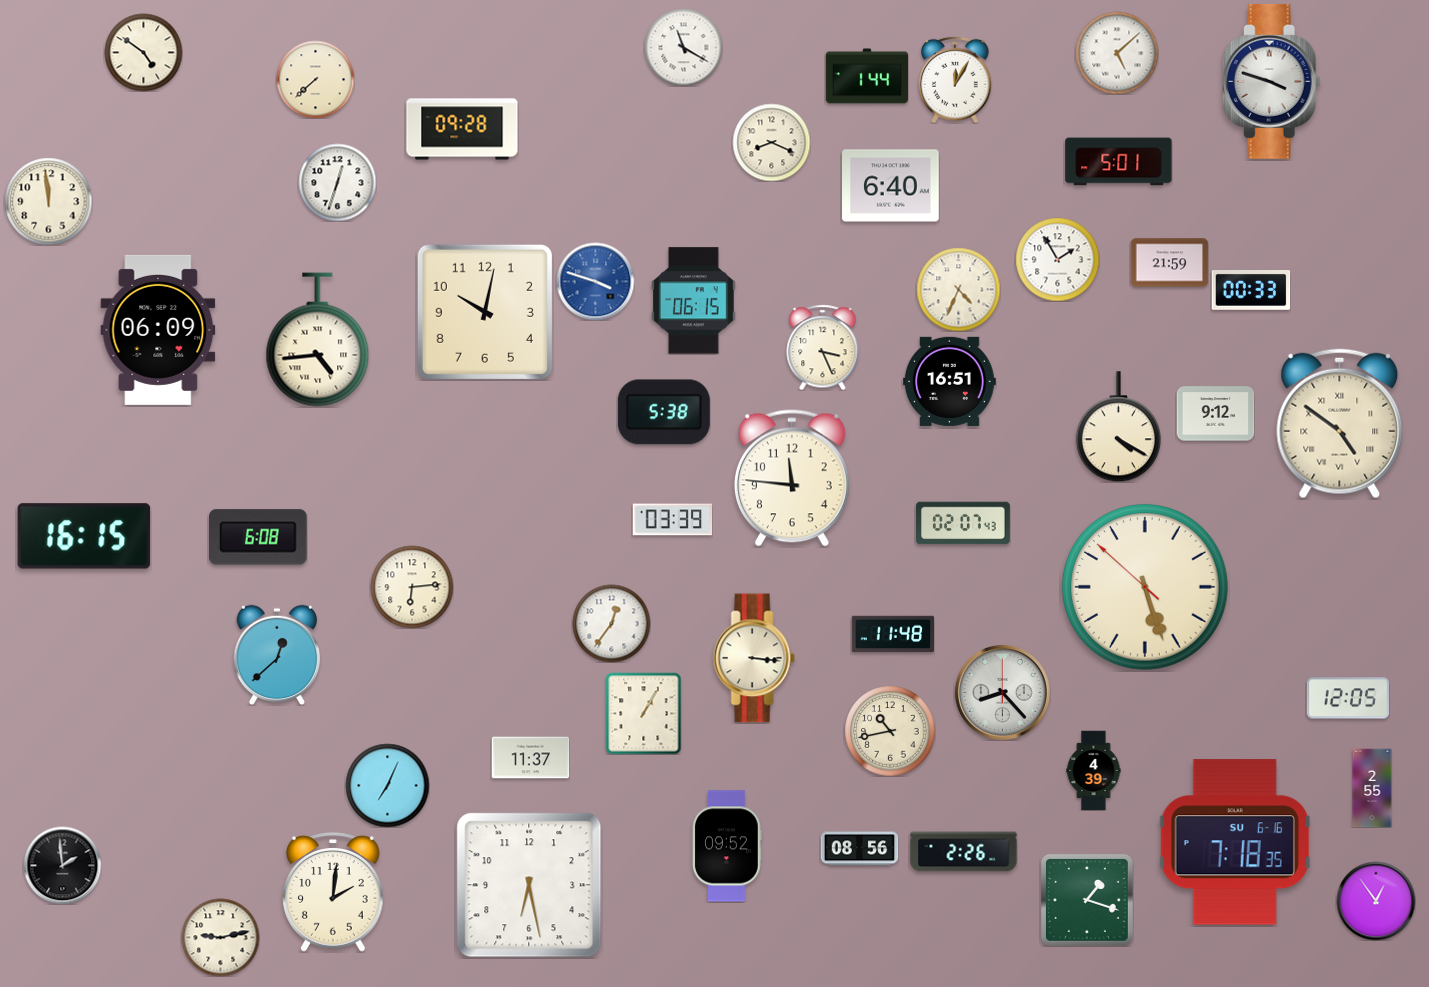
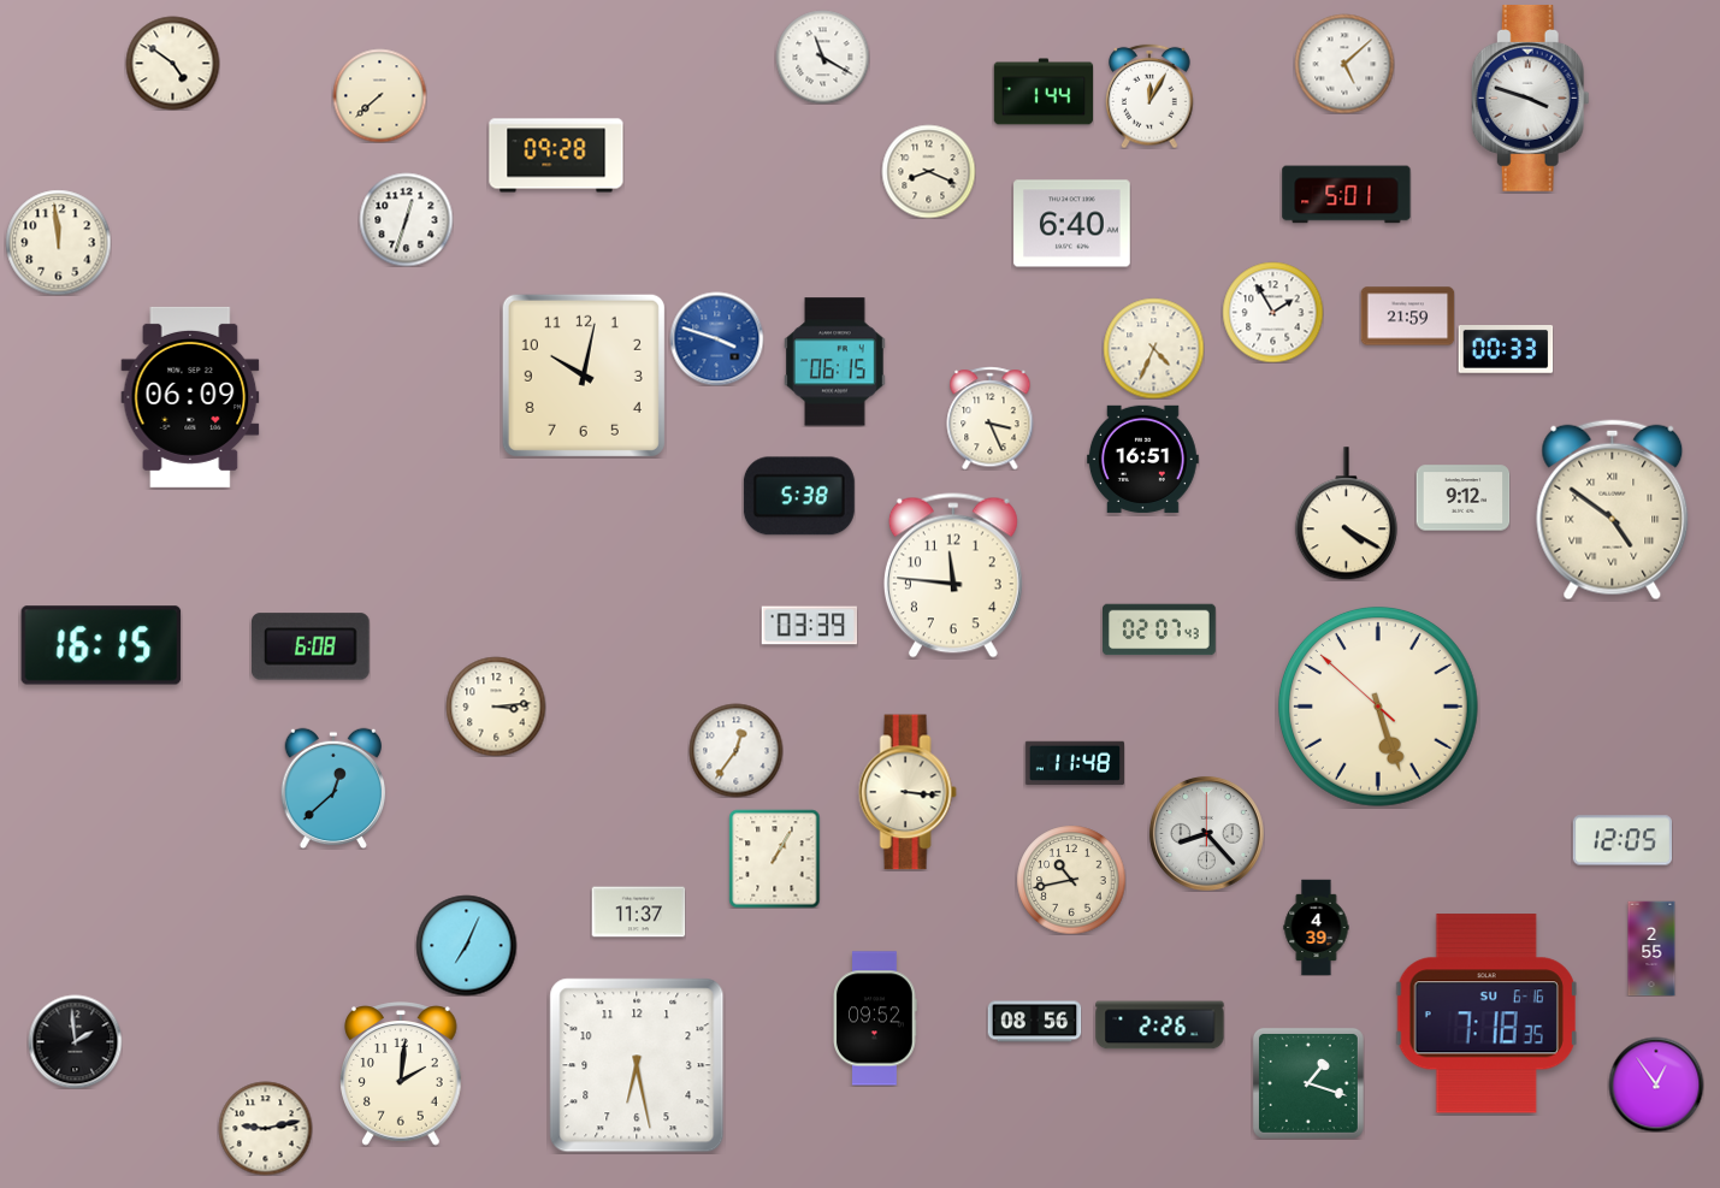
clock at (318, 340): 4:44 -> none
clock at (412, 587): 6:14 -> 3:14
